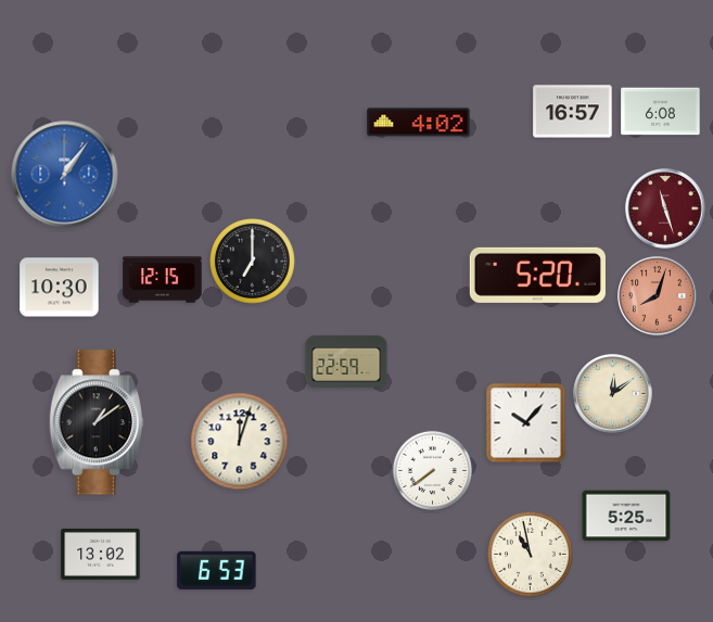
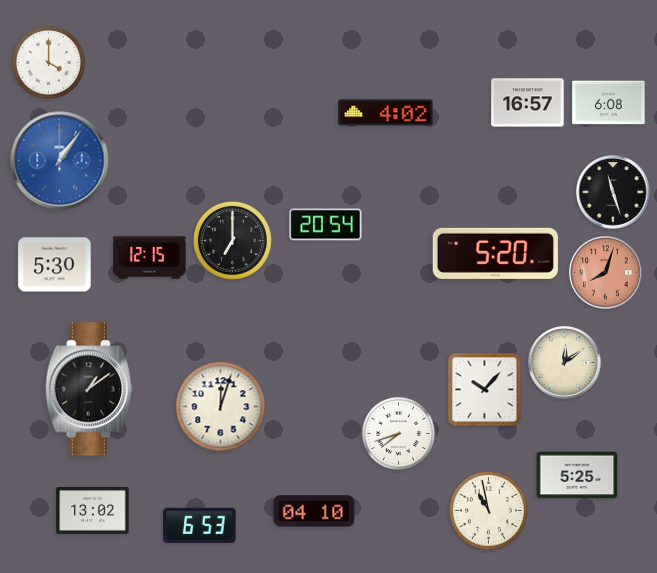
clock at (48, 62): none -> 4:00
clock at (665, 208) dial: burgundy -> black
clock at (326, 225): none -> 20:54
clock at (60, 288): 10:30 -> 5:30
clock at (346, 361): 22:59 -> none
clock at (432, 470): 7:39 -> 7:42
clock at (314, 511): none -> 04:10
